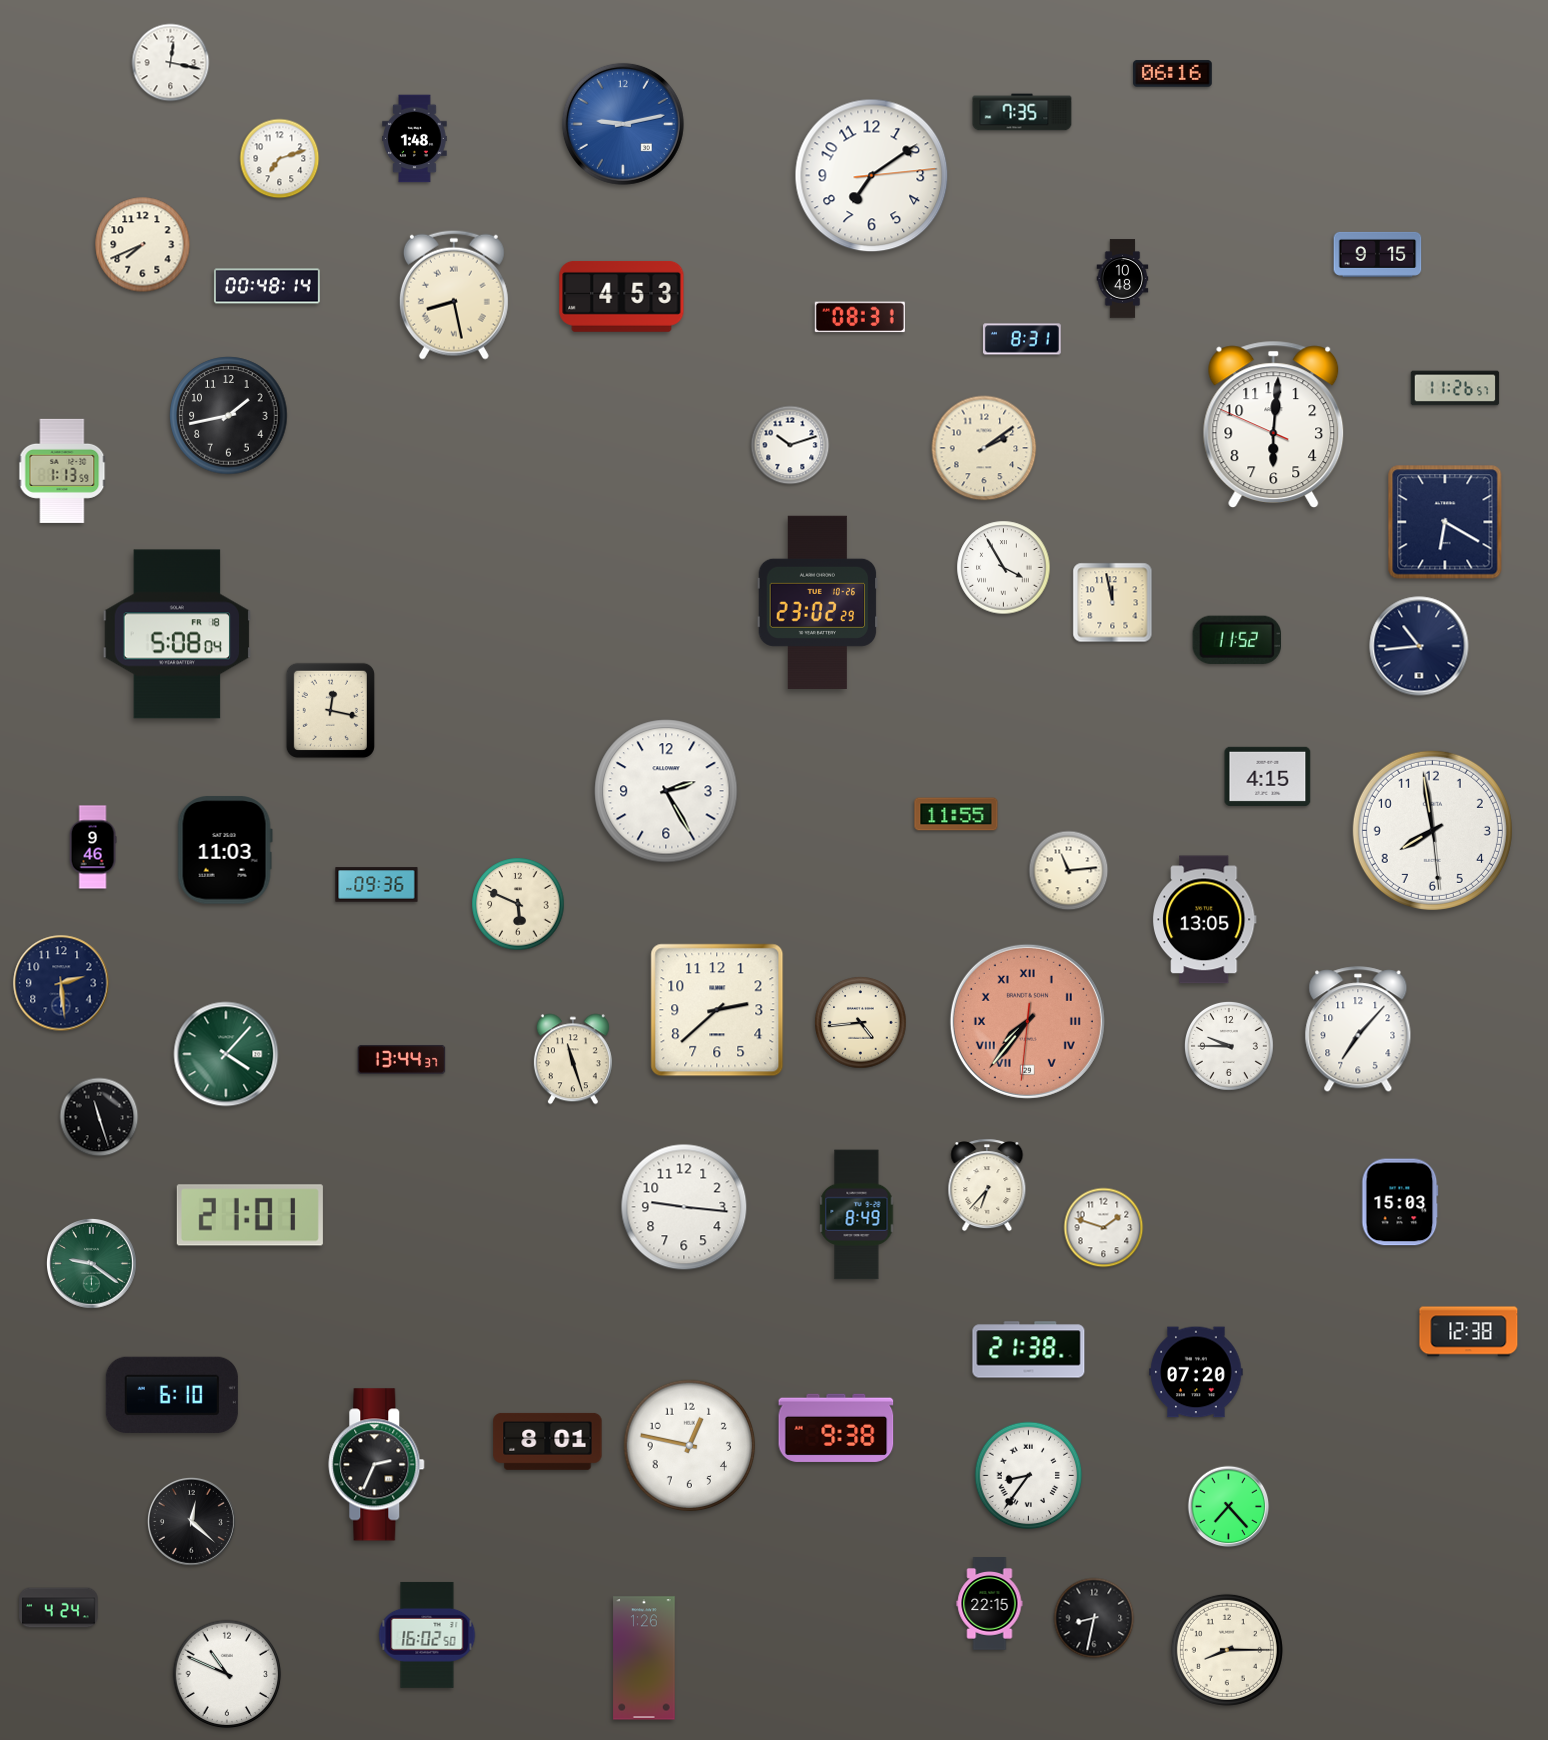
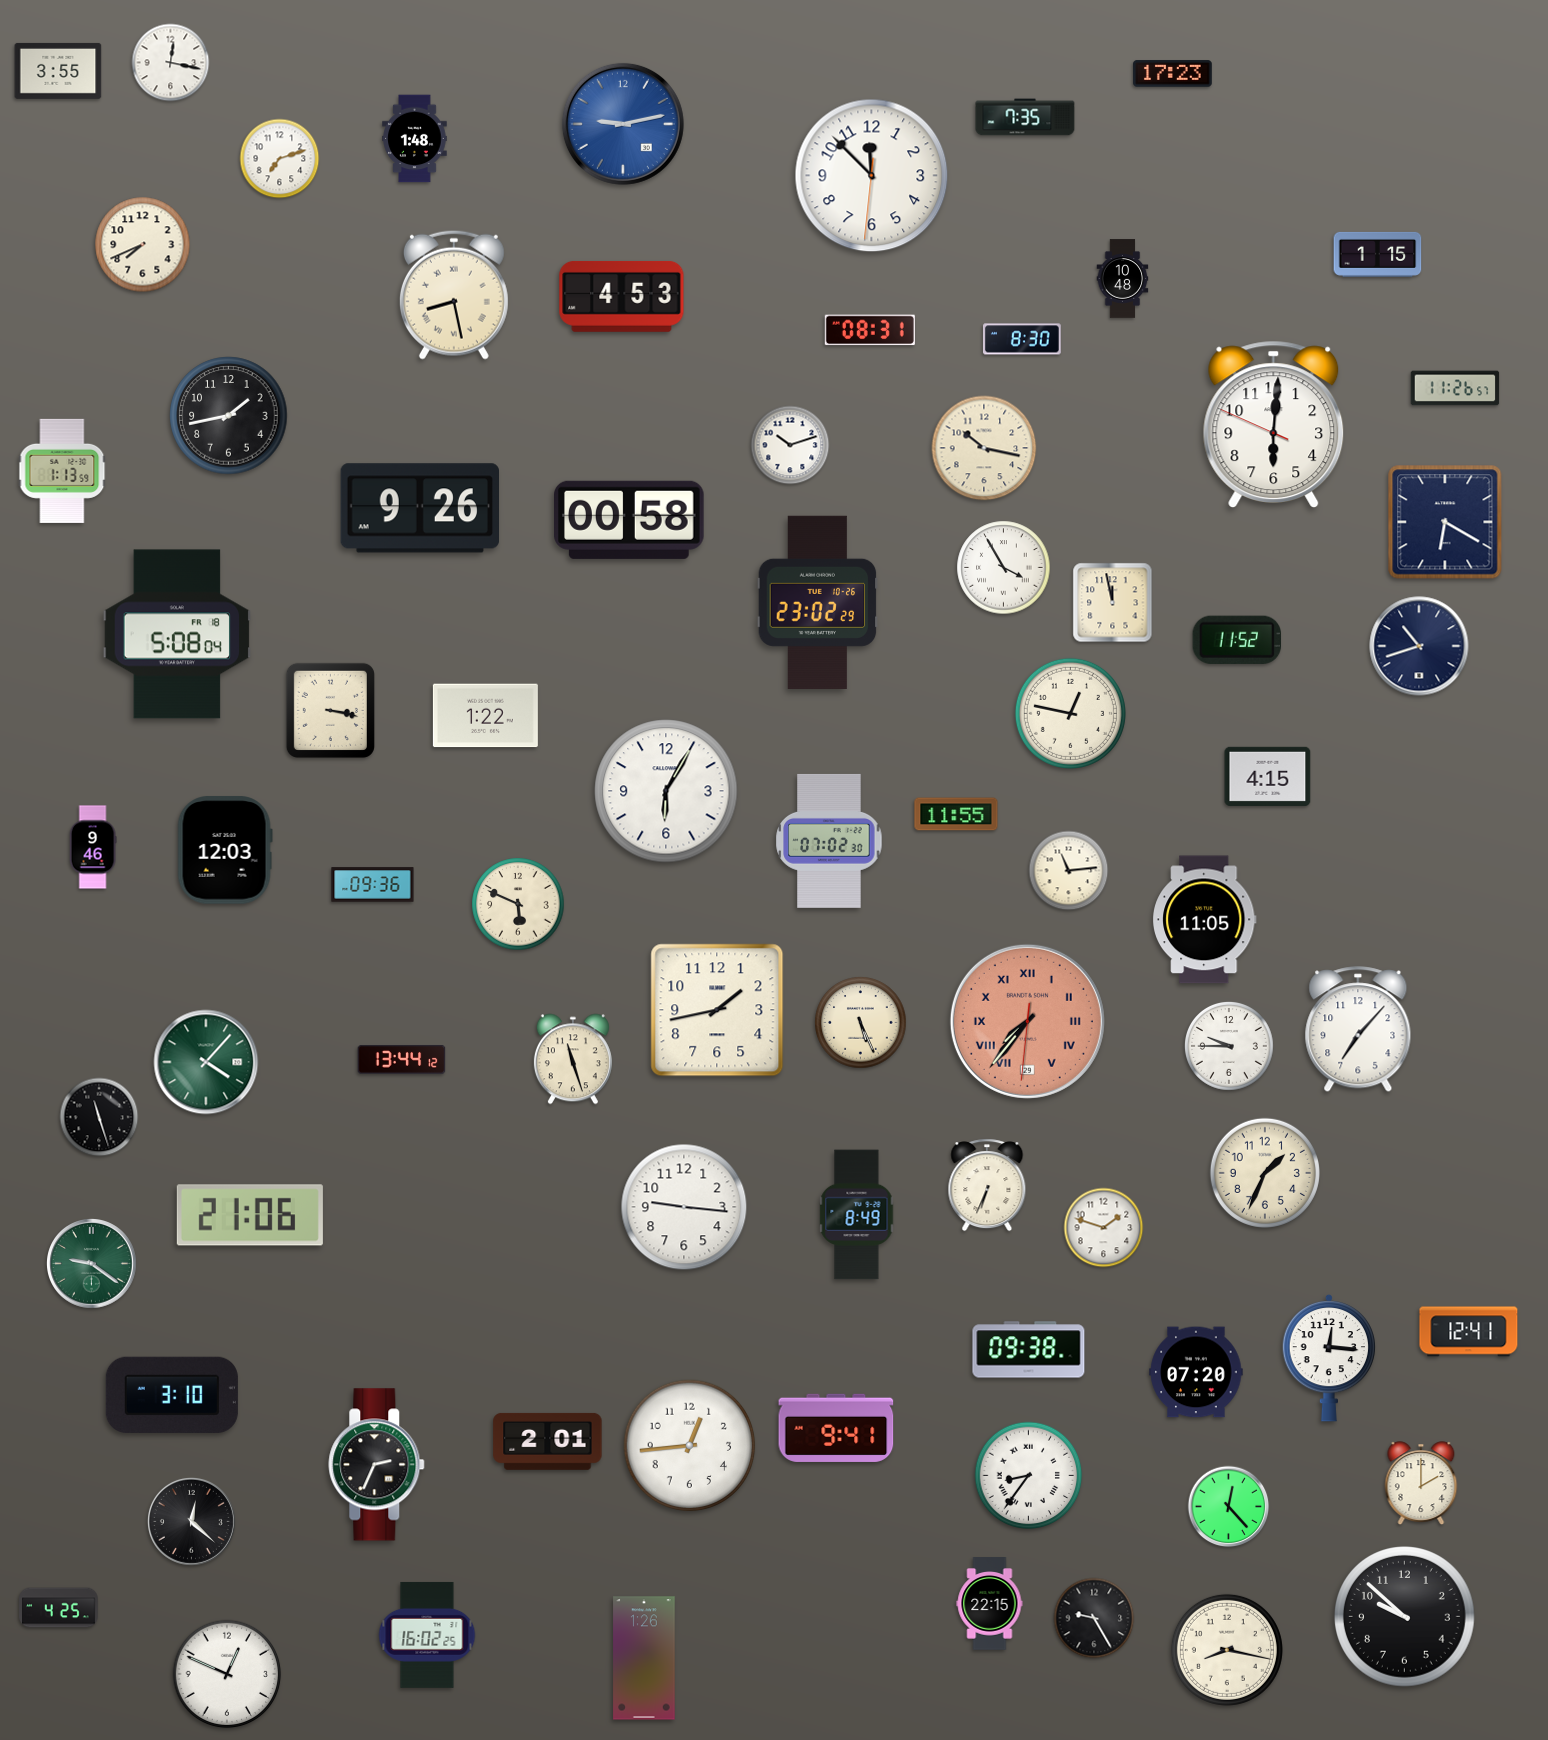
clock at (58, 71): none -> 3:55
clock at (1173, 74): 06:16 -> 17:23
clock at (1022, 112) position: (1022, 112) -> (1025, 117)
clock at (872, 176): 7:09 -> 11:52
clock at (1378, 254): 9:15 -> 1:15
clock at (267, 286): 00:48 -> none
clock at (860, 317) position: (860, 317) -> (870, 330)
clock at (1022, 339): 8:31 -> 8:30
clock at (984, 448): 2:09 -> 10:17
clock at (419, 508): none -> 9:26
clock at (629, 520): none -> 00:58
clock at (1419, 646): 10:44 -> 10:42
clock at (330, 710): 12:17 -> 3:17
clock at (1070, 713): none -> 12:47
clock at (485, 716): none -> 1:22
clock at (666, 791): 2:25 -> 6:05
clock at (1432, 830): 7:58 -> none
clock at (829, 841): none -> 07:02
clock at (225, 850): 11:03 -> 12:03
clock at (377, 885) position: (377, 885) -> (373, 885)
clock at (1205, 920): 13:05 -> 11:05
clock at (61, 983): 2:29 -> none
clock at (717, 1010): 2:38 -> 1:43
clock at (861, 1023): 4:44 -> 5:26
clock at (226, 1054) position: (226, 1054) -> (206, 1062)
clock at (402, 1060): 13:44:37 -> 13:44:12
clock at (1265, 1173): none -> 1:34
clock at (987, 1185): 6:37 -> 6:34
clock at (1400, 1202): 15:03 -> none
clock at (250, 1215): 21:01 -> 21:06
clock at (1469, 1332): 12:38 -> 12:41
clock at (1029, 1350): 21:38 -> 09:38
clock at (1328, 1358): none -> 12:16
clock at (172, 1395): 6:10 -> 3:10
clock at (836, 1428): 9:38 -> 9:41
clock at (548, 1441): 8:01 -> 2:01
clock at (690, 1446): 12:47 -> 12:44
clock at (1421, 1484): none -> 2:00
clock at (1229, 1507): 7:23 -> 12:23
clock at (59, 1608): 4:24 -> 4:25
clock at (1405, 1617): none -> 9:52
clock at (1094, 1618): 8:32 -> 9:25
clock at (427, 1635): 16:02:50 -> 16:02:25
clock at (1227, 1650): 8:15 -> 8:17
clock at (227, 1674): 10:49 -> 12:49
